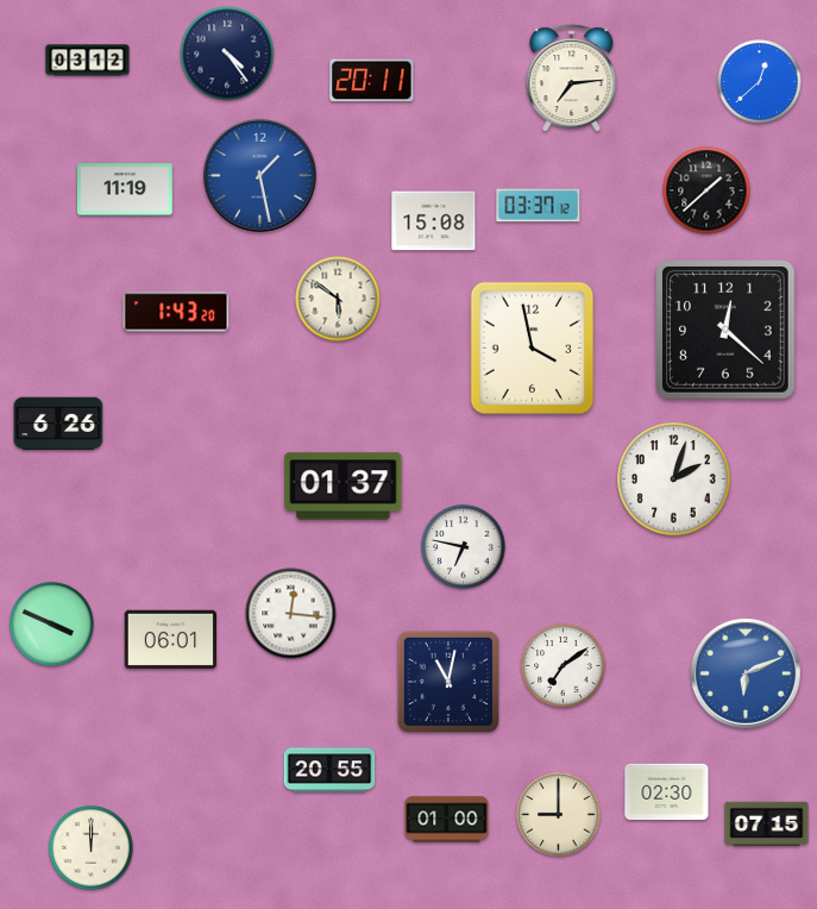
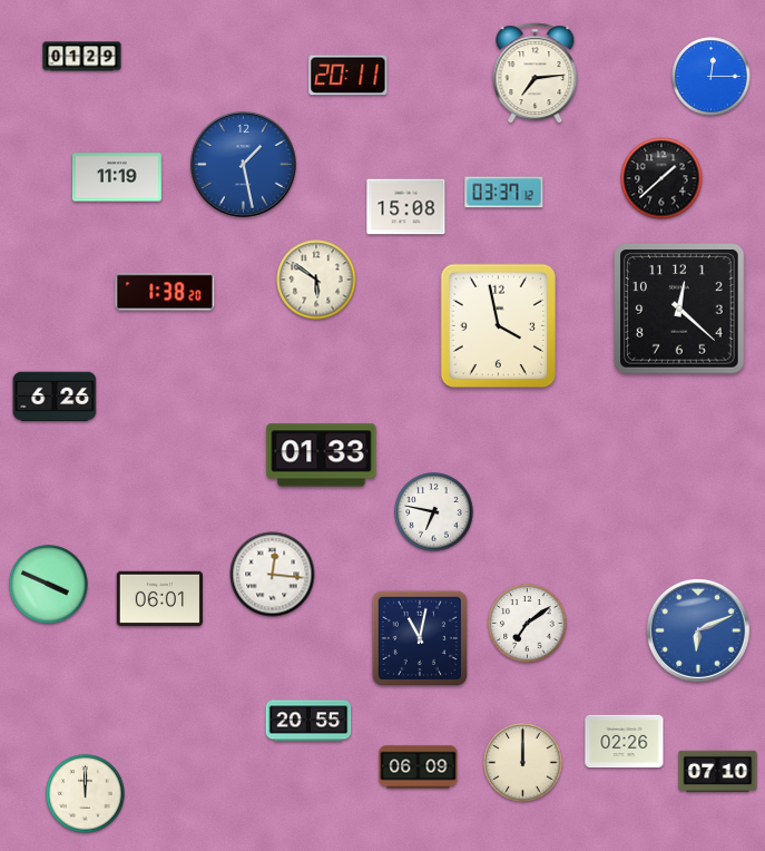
clock at (227, 54): 4:24 -> none
clock at (88, 61): 03:12 -> 01:29
clock at (760, 82): 12:38 -> 12:15
clock at (176, 312): 1:43 -> 1:38
clock at (674, 479): 2:03 -> none
clock at (344, 487): 01:37 -> 01:33
clock at (667, 792): 02:30 -> 02:26
clock at (559, 815): 9:00 -> 12:00
clock at (447, 820): 01:00 -> 06:09
clock at (767, 825): 07:15 -> 07:10
